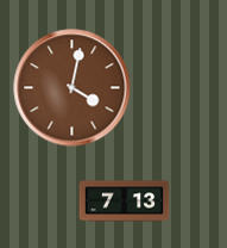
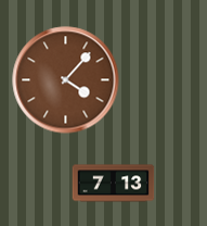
clock at (72, 88): 4:02 -> 4:07
